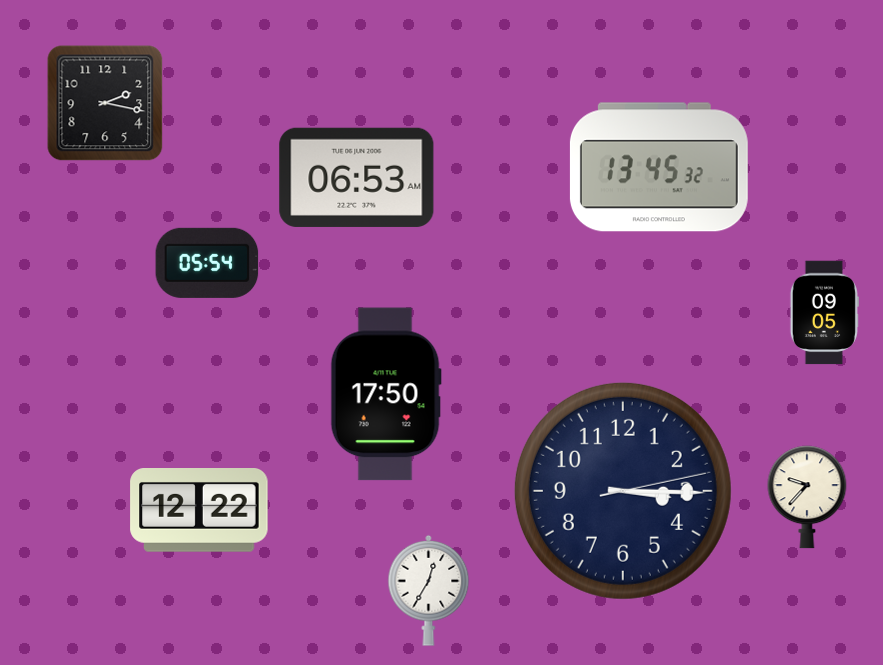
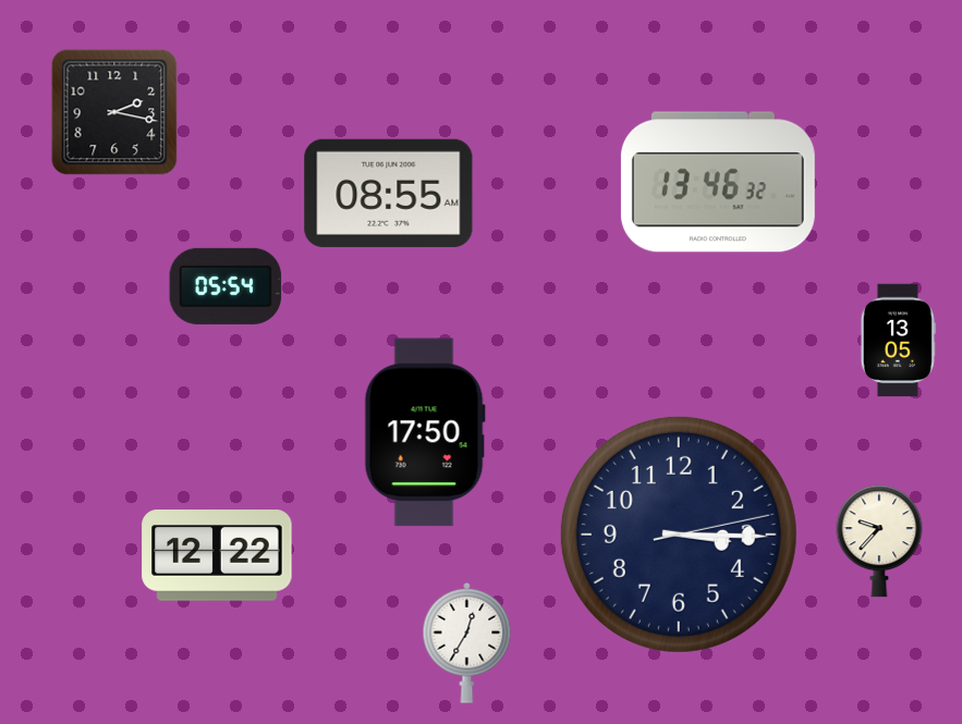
clock at (659, 167): 13:45 -> 13:46
clock at (357, 177): 06:53 -> 08:55
clock at (824, 313): 09:05 -> 13:05
clock at (386, 394) position: (386, 394) -> (425, 432)
